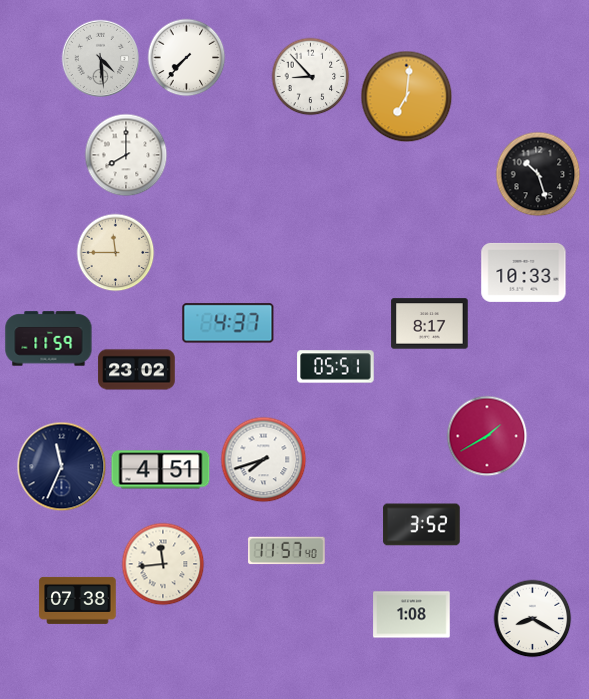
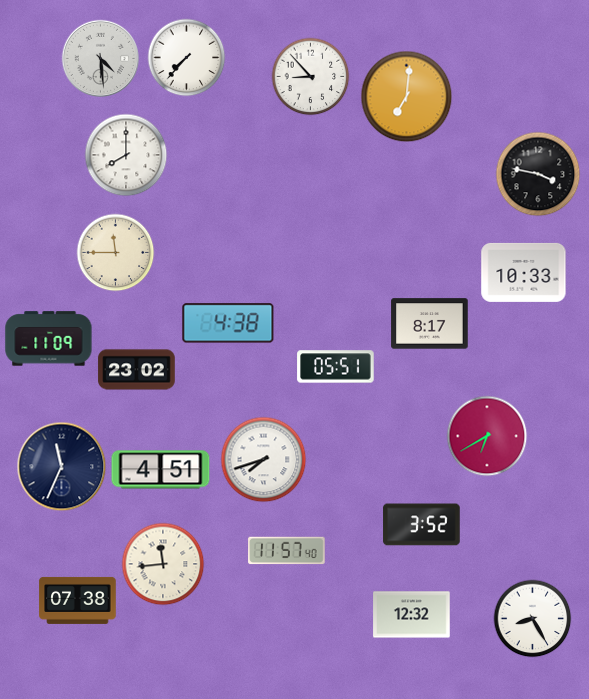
clock at (538, 174): 10:27 -> 3:47
clock at (228, 323): 4:37 -> 4:38
clock at (49, 339): 11:59 -> 11:09
clock at (487, 436): 1:40 -> 6:40
clock at (412, 615): 1:08 -> 12:32
clock at (532, 618): 8:20 -> 8:25
